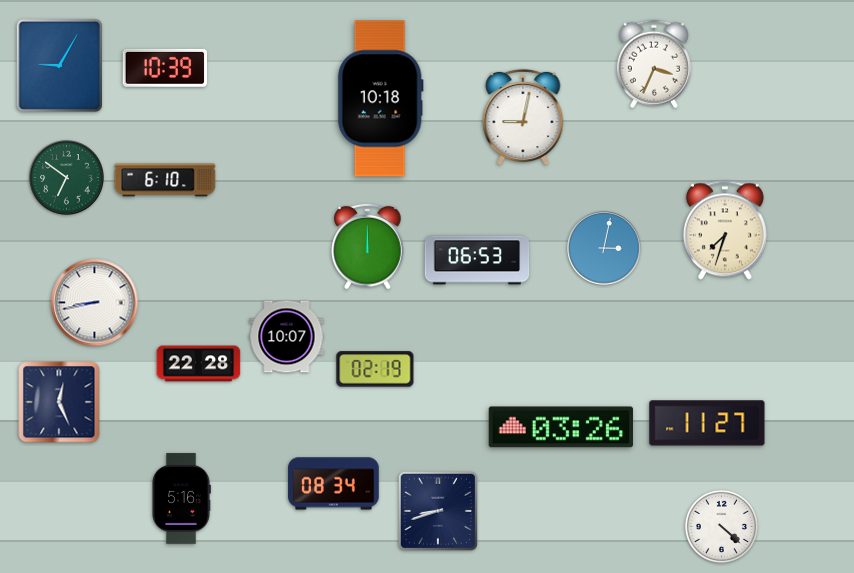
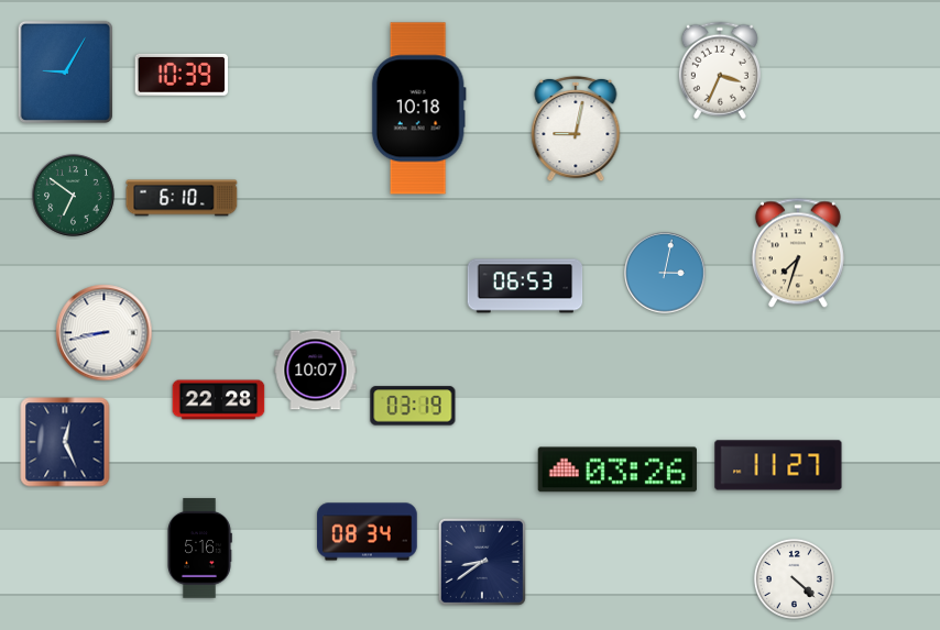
clock at (368, 246): 12:00 -> none
clock at (375, 369): 02:19 -> 03:19
clock at (438, 511): 8:42 -> 8:39
